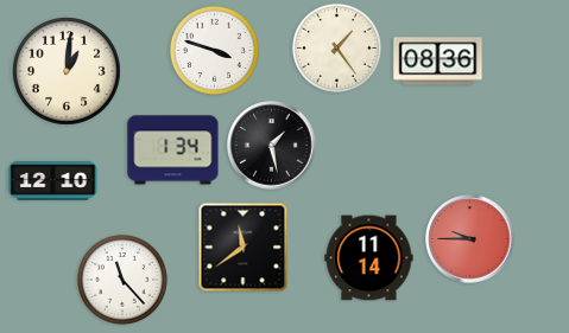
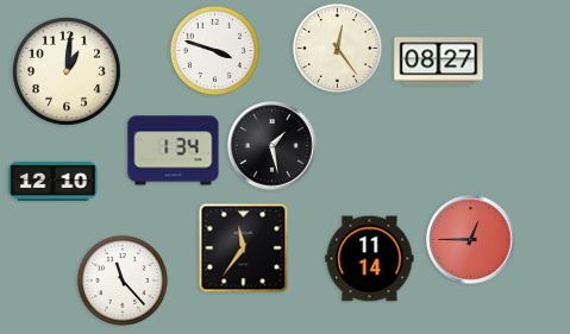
clock at (336, 47): 1:24 -> 12:24
clock at (438, 62): 08:36 -> 08:27
clock at (470, 239): 9:45 -> 12:45
clock at (244, 248): 11:39 -> 11:36
